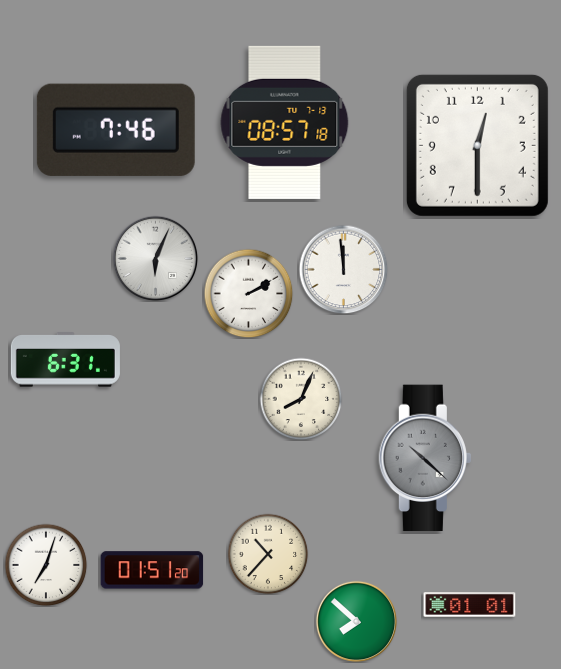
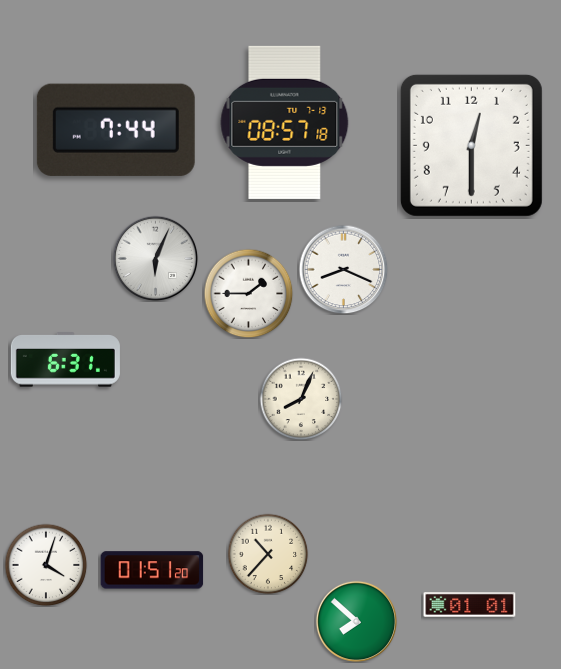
clock at (116, 130): 7:46 -> 7:44
clock at (477, 145) position: (477, 145) -> (471, 145)
clock at (343, 269): 11:59 -> 8:19
clock at (248, 293): 2:10 -> 1:45
clock at (425, 458): 10:22 -> none
clock at (46, 565): 7:03 -> 4:03
